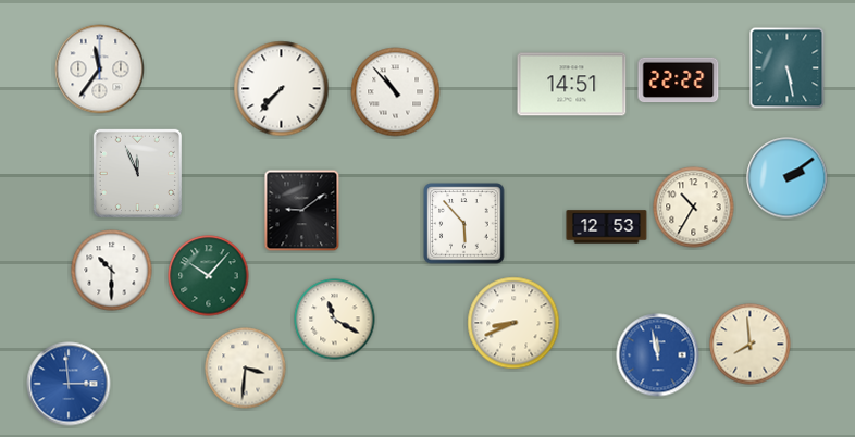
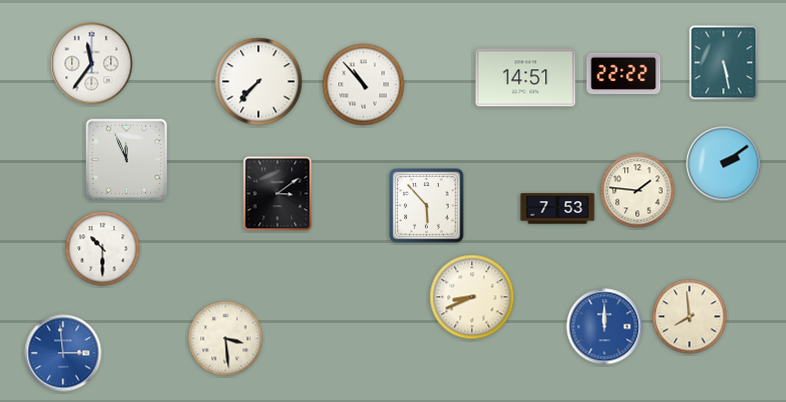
clock at (694, 208): 10:35 -> 1:46
clock at (302, 211): 9:09 -> 3:09
clock at (607, 227): 12:53 -> 7:53
clock at (209, 276): 10:07 -> none
clock at (335, 320): 11:20 -> none
clock at (658, 355): 11:58 -> 12:00
clock at (246, 369): 3:31 -> 3:29
